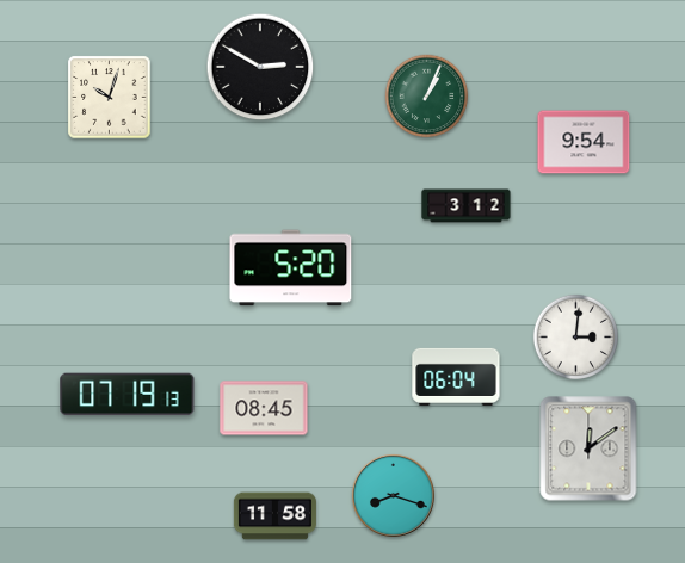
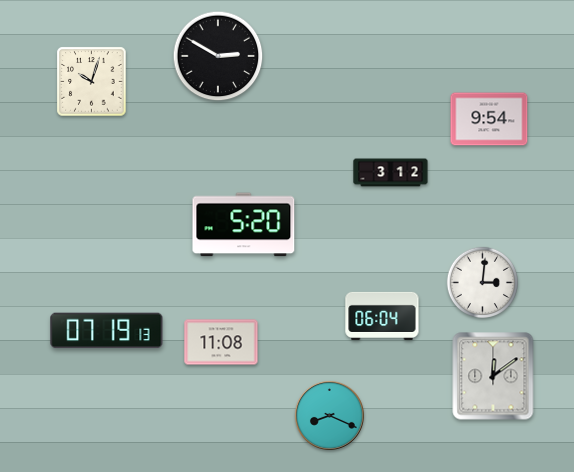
clock at (427, 97): 1:04 -> none
clock at (264, 408): 08:45 -> 11:08
clock at (394, 496): 8:18 -> 8:19
clock at (274, 516): 11:58 -> none
